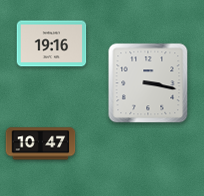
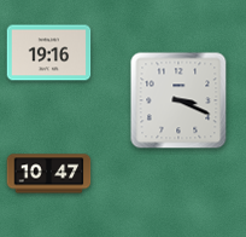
clock at (52, 44) position: (52, 44) -> (49, 53)
clock at (148, 83): 3:17 -> 3:19
